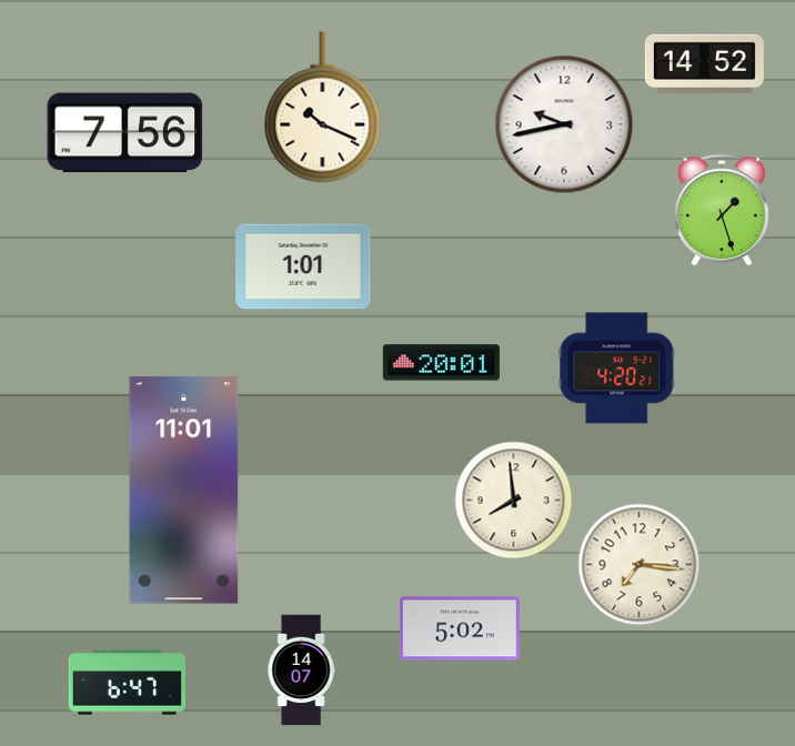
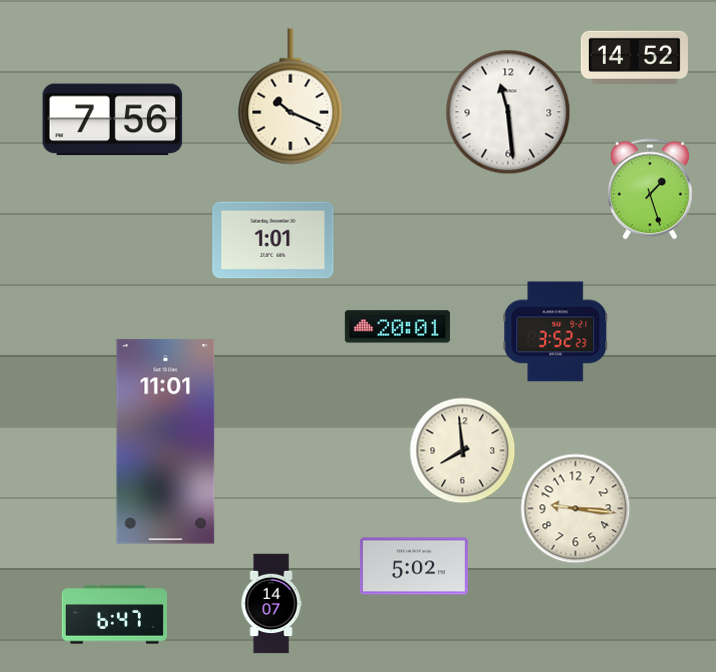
clock at (564, 124): 9:43 -> 11:29
clock at (617, 369): 4:20 -> 3:52
clock at (640, 565): 7:16 -> 9:16
